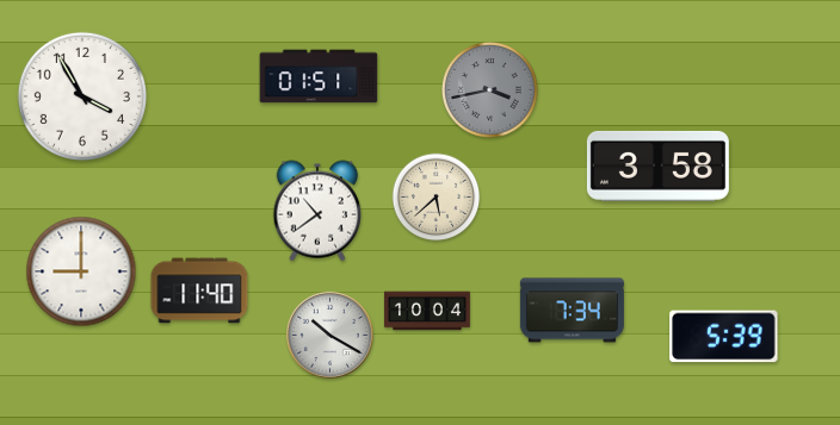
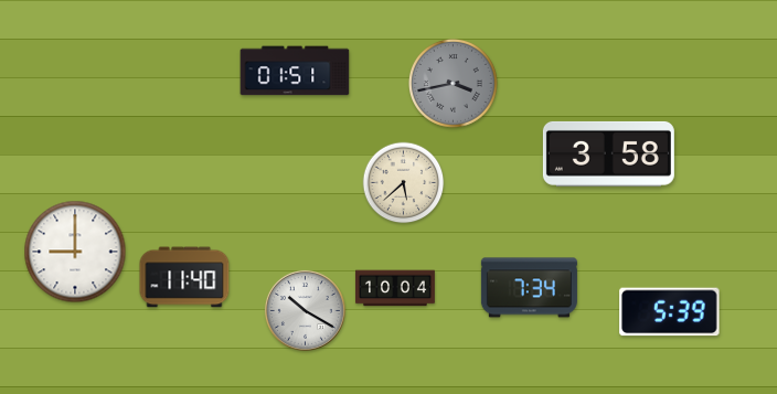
clock at (82, 96): 3:55 -> none
clock at (317, 211): 10:39 -> none
clock at (199, 290) position: (199, 290) -> (184, 277)
